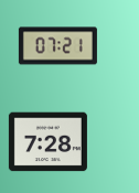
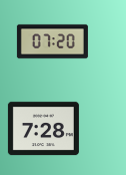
clock at (57, 46): 07:21 -> 07:20
